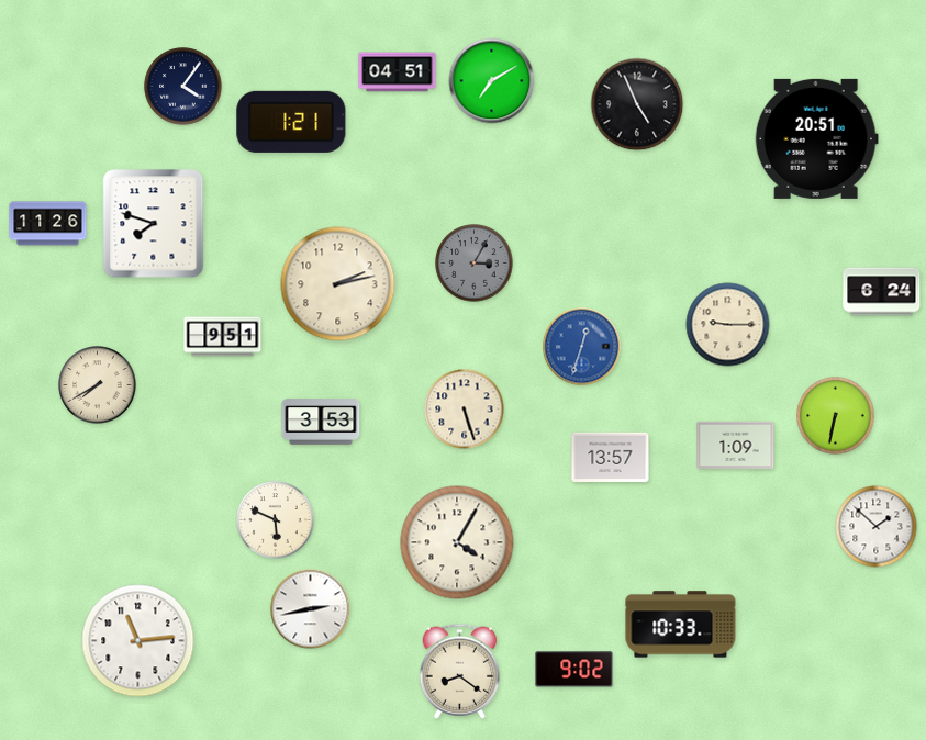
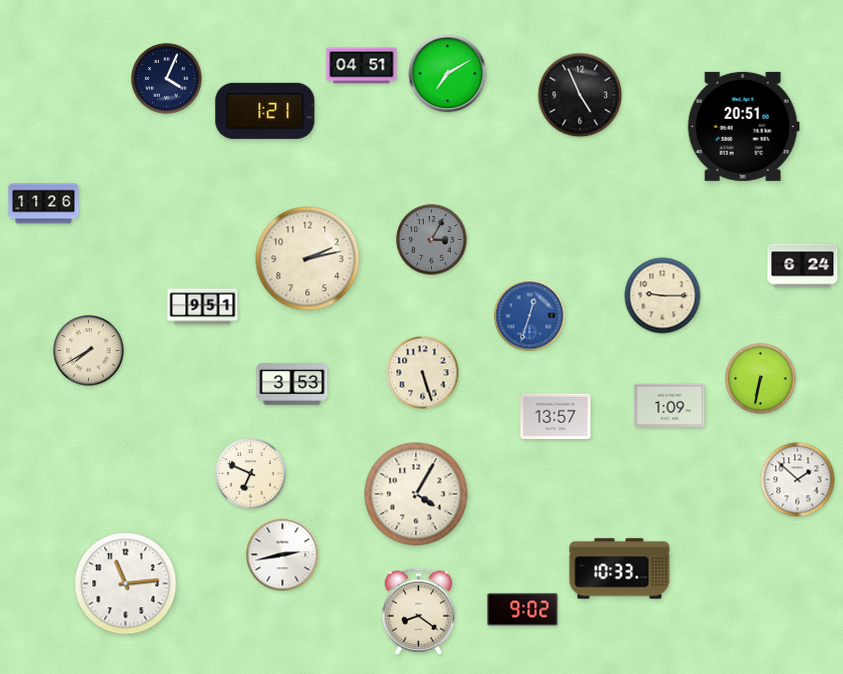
clock at (183, 87): 4:06 -> 4:04
clock at (154, 224): 7:48 -> none
clock at (276, 520): 5:49 -> 6:49
